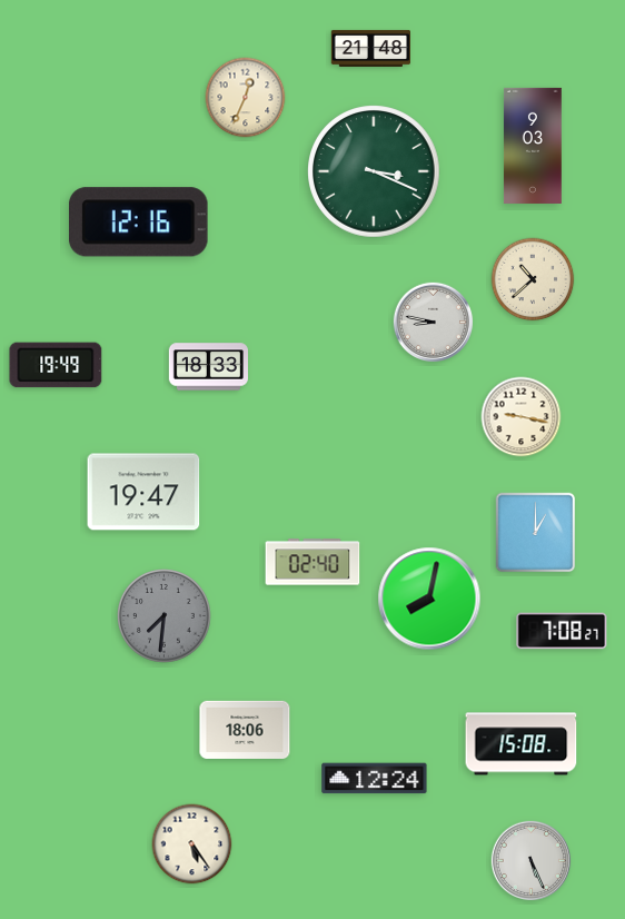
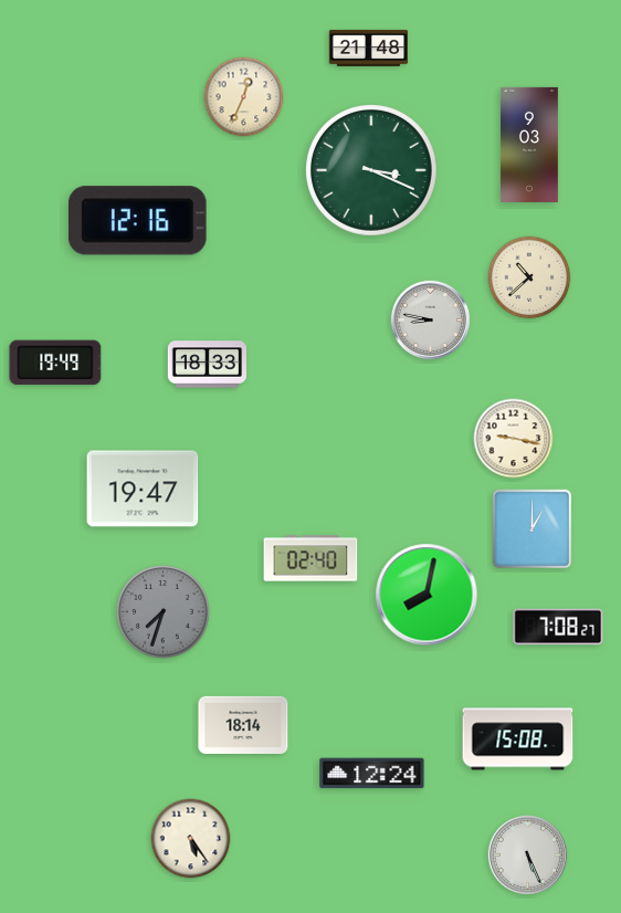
clock at (522, 417) position: (522, 417) -> (514, 439)
clock at (165, 616): 7:31 -> 7:33
clock at (245, 730): 18:06 -> 18:14
